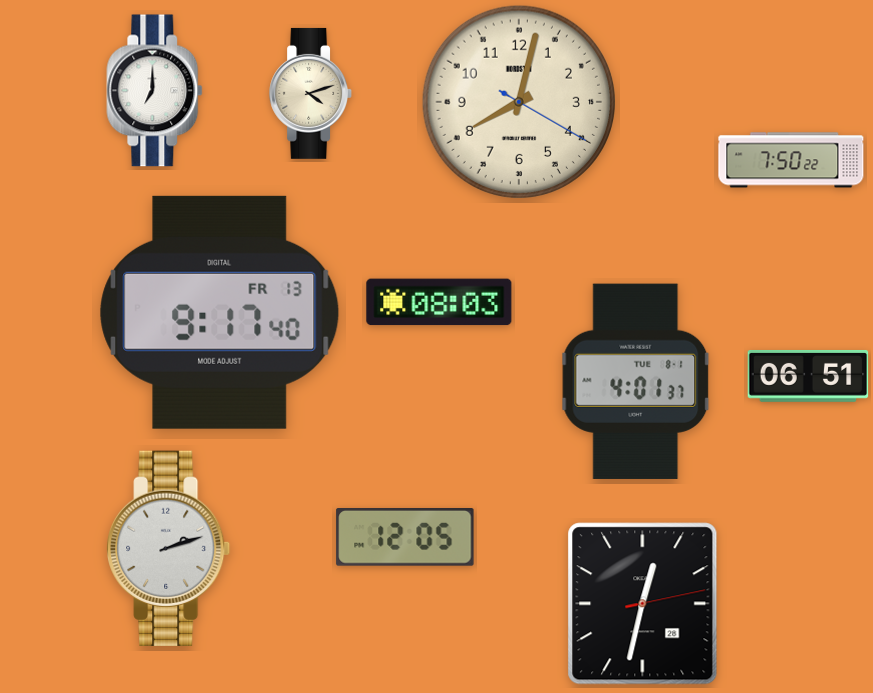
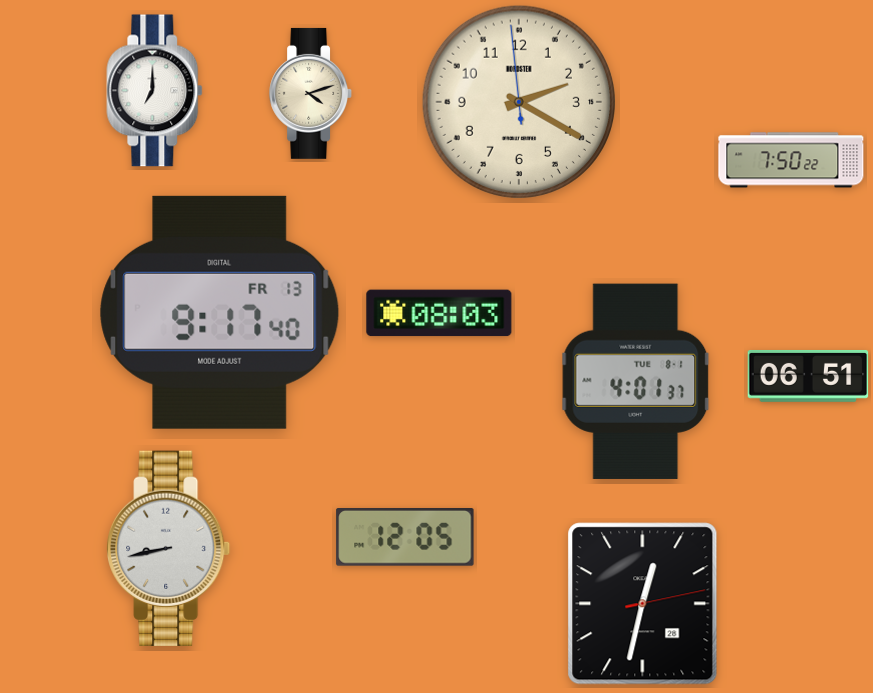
clock at (519, 102): 8:02 -> 2:19
clock at (439, 302) position: (439, 302) -> (439, 313)
clock at (169, 548): 2:12 -> 8:43
